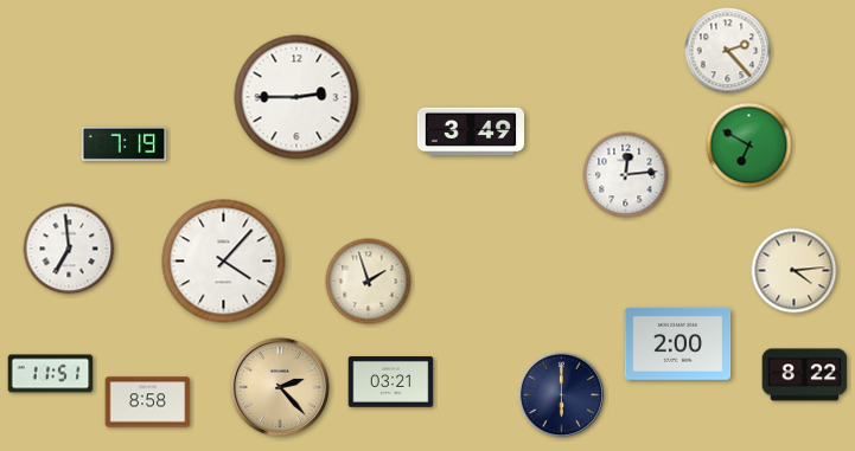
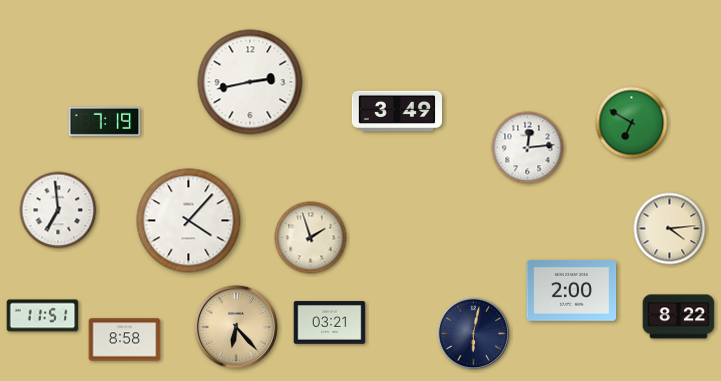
clock at (728, 51): 2:23 -> none
clock at (296, 97): 2:45 -> 2:43
clock at (280, 387): 2:23 -> 6:23
clock at (562, 395): 6:00 -> 6:02
